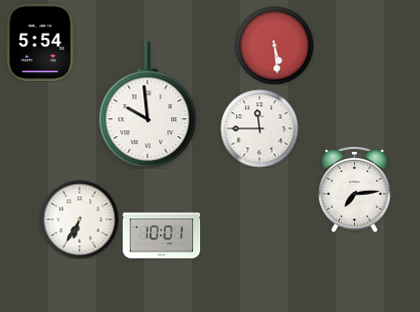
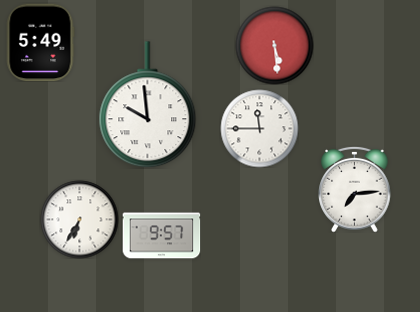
clock at (40, 42): 5:54 -> 5:49
clock at (161, 236): 10:01 -> 9:57
